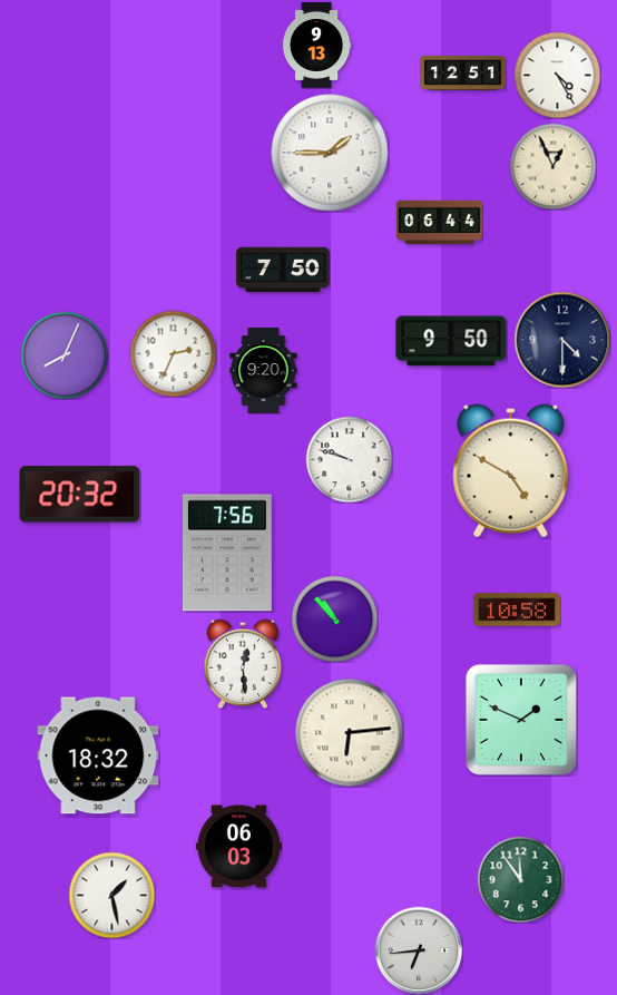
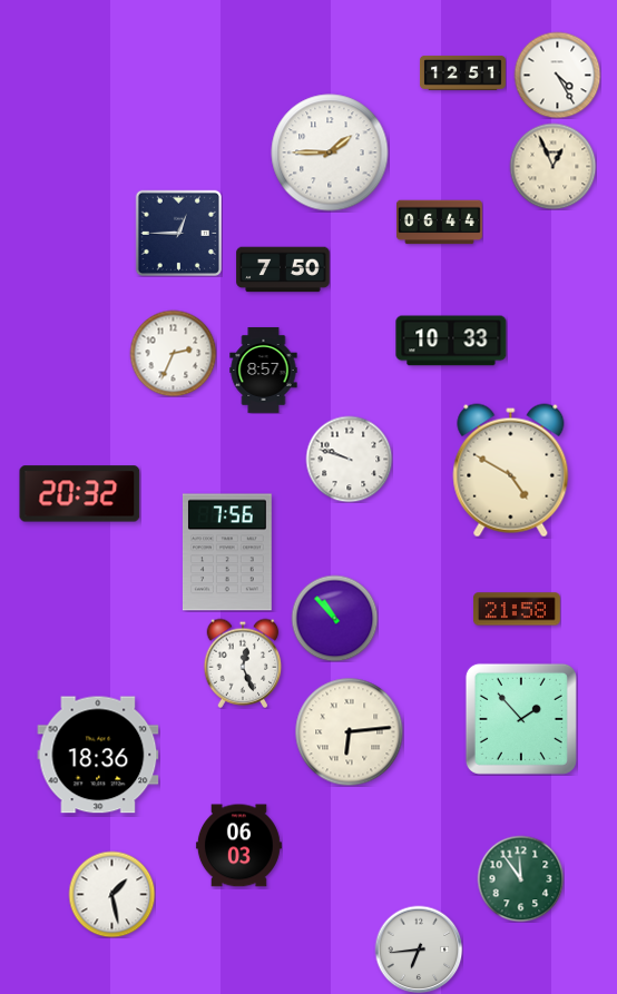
clock at (316, 45): 9:13 -> none
clock at (178, 233): none -> 12:45
clock at (562, 340): 4:30 -> none
clock at (451, 341): 9:50 -> 10:33
clock at (65, 355): 8:04 -> none
clock at (264, 370): 9:20 -> 8:57
clock at (517, 609): 10:58 -> 21:58
clock at (243, 664): 12:29 -> 12:26
clock at (521, 720): 1:49 -> 1:53
clock at (98, 755): 18:32 -> 18:36
